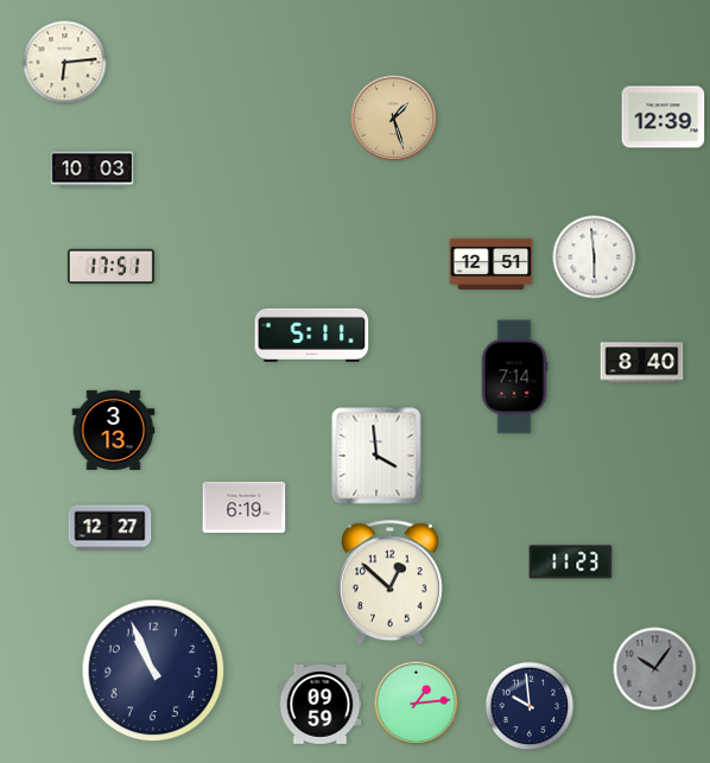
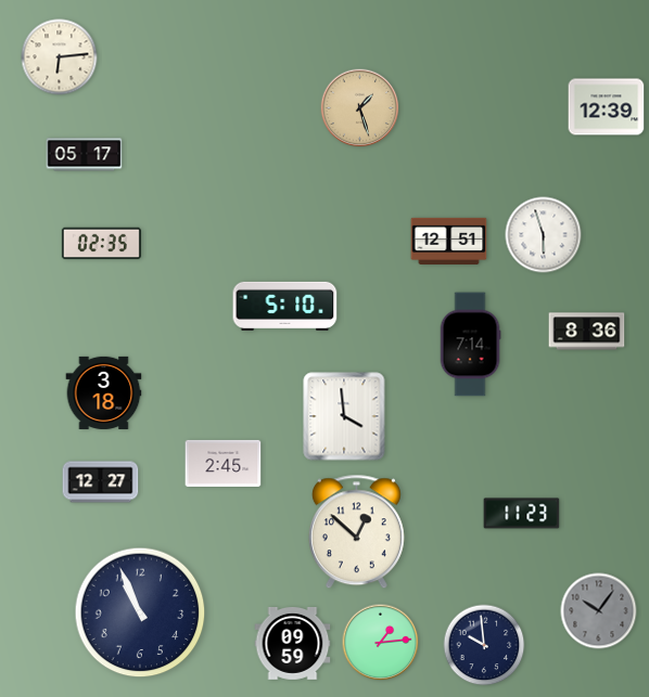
clock at (93, 170): 10:03 -> 05:17
clock at (595, 257): 5:59 -> 5:57
clock at (110, 267): 17:51 -> 02:35
clock at (312, 335): 5:11 -> 5:10
clock at (642, 363): 8:40 -> 8:36
clock at (114, 430): 3:13 -> 3:18
clock at (245, 507): 6:19 -> 2:45
